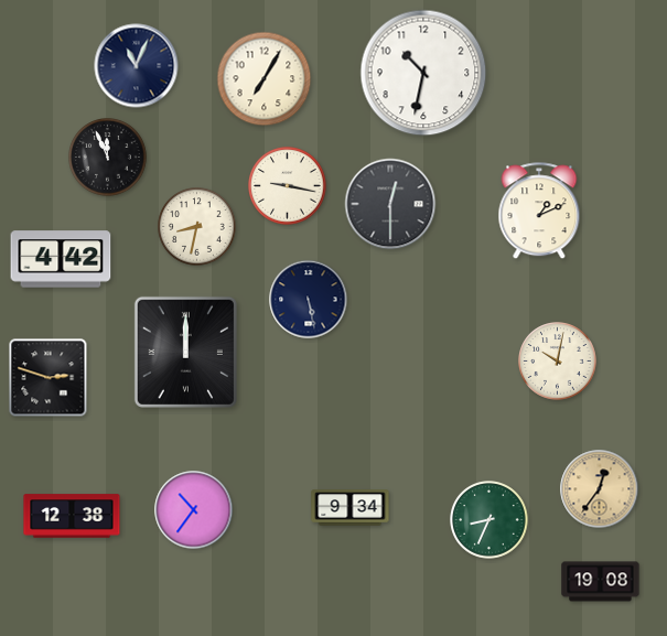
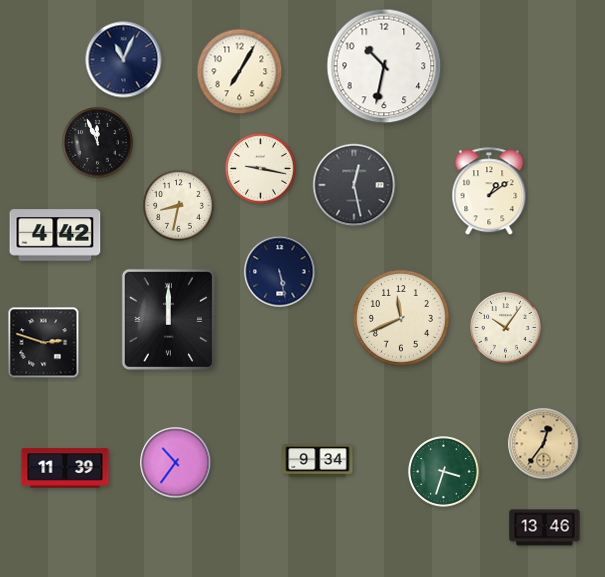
clock at (390, 204): 12:30 -> 12:28
clock at (539, 212): 1:11 -> 1:09
clock at (401, 318): none -> 11:41
clock at (558, 362): 10:02 -> 10:06
clock at (72, 516): 12:38 -> 11:39
clock at (490, 520): 8:34 -> 3:33
clock at (601, 582): 19:08 -> 13:46
